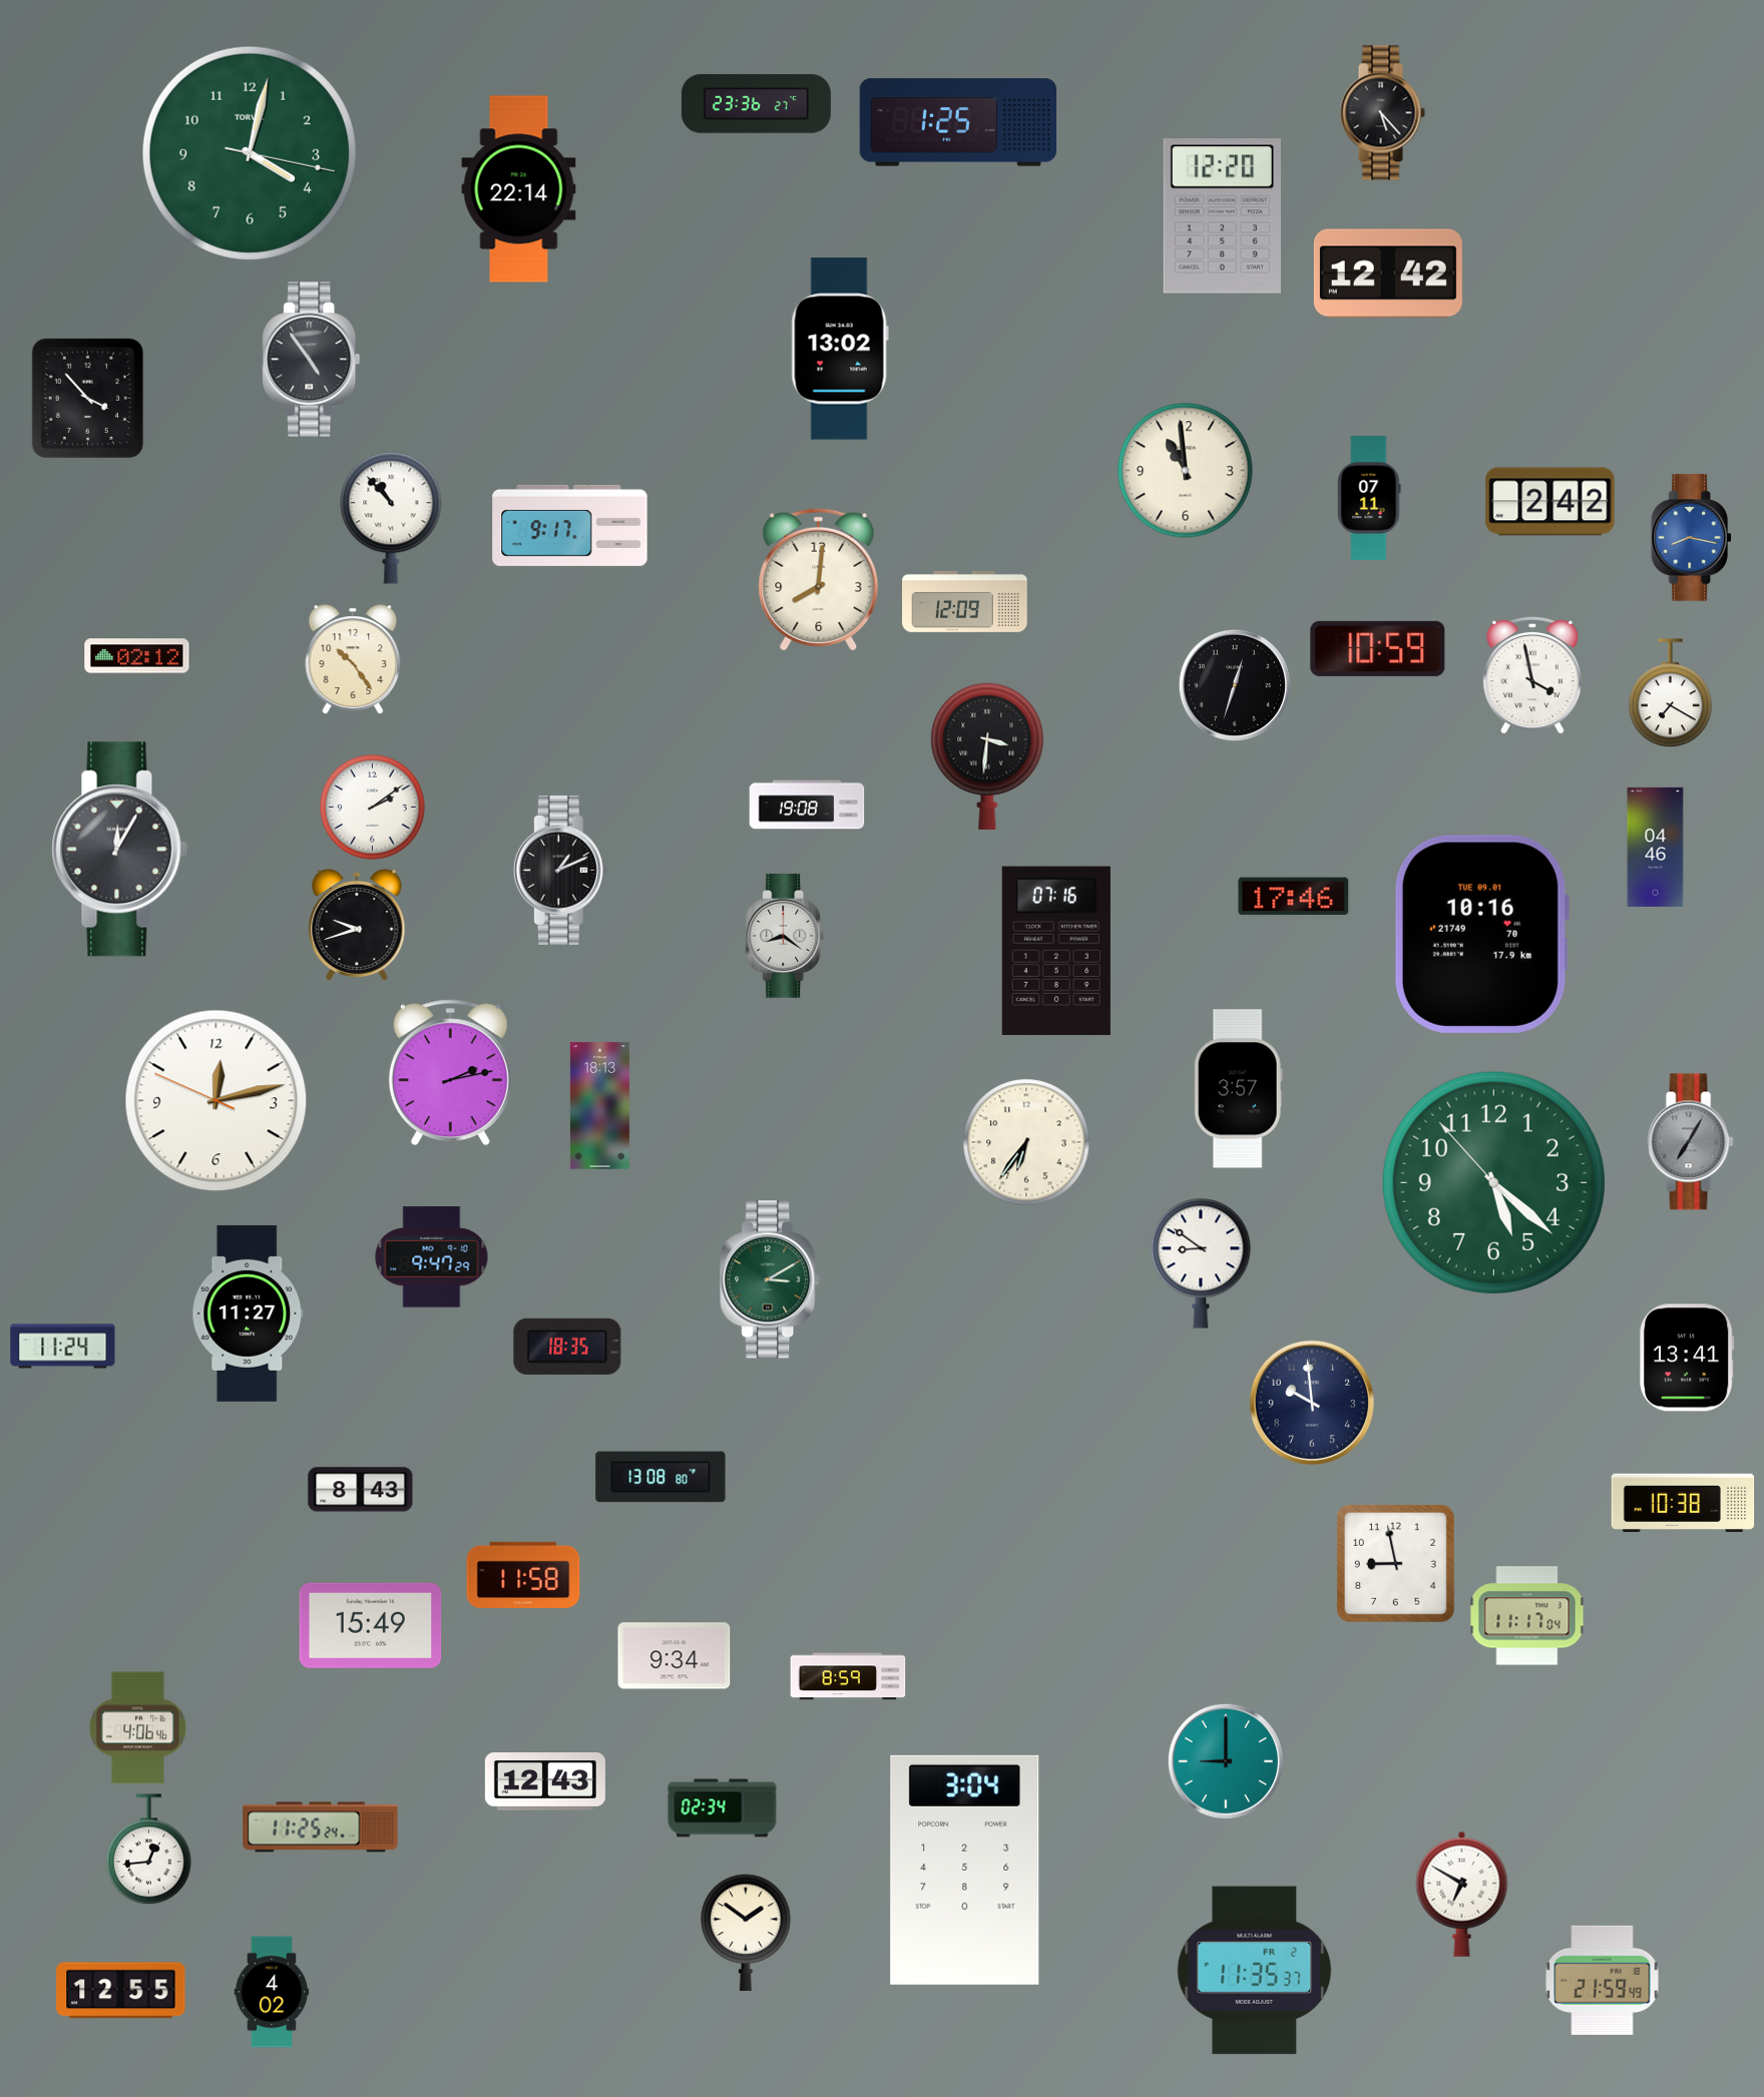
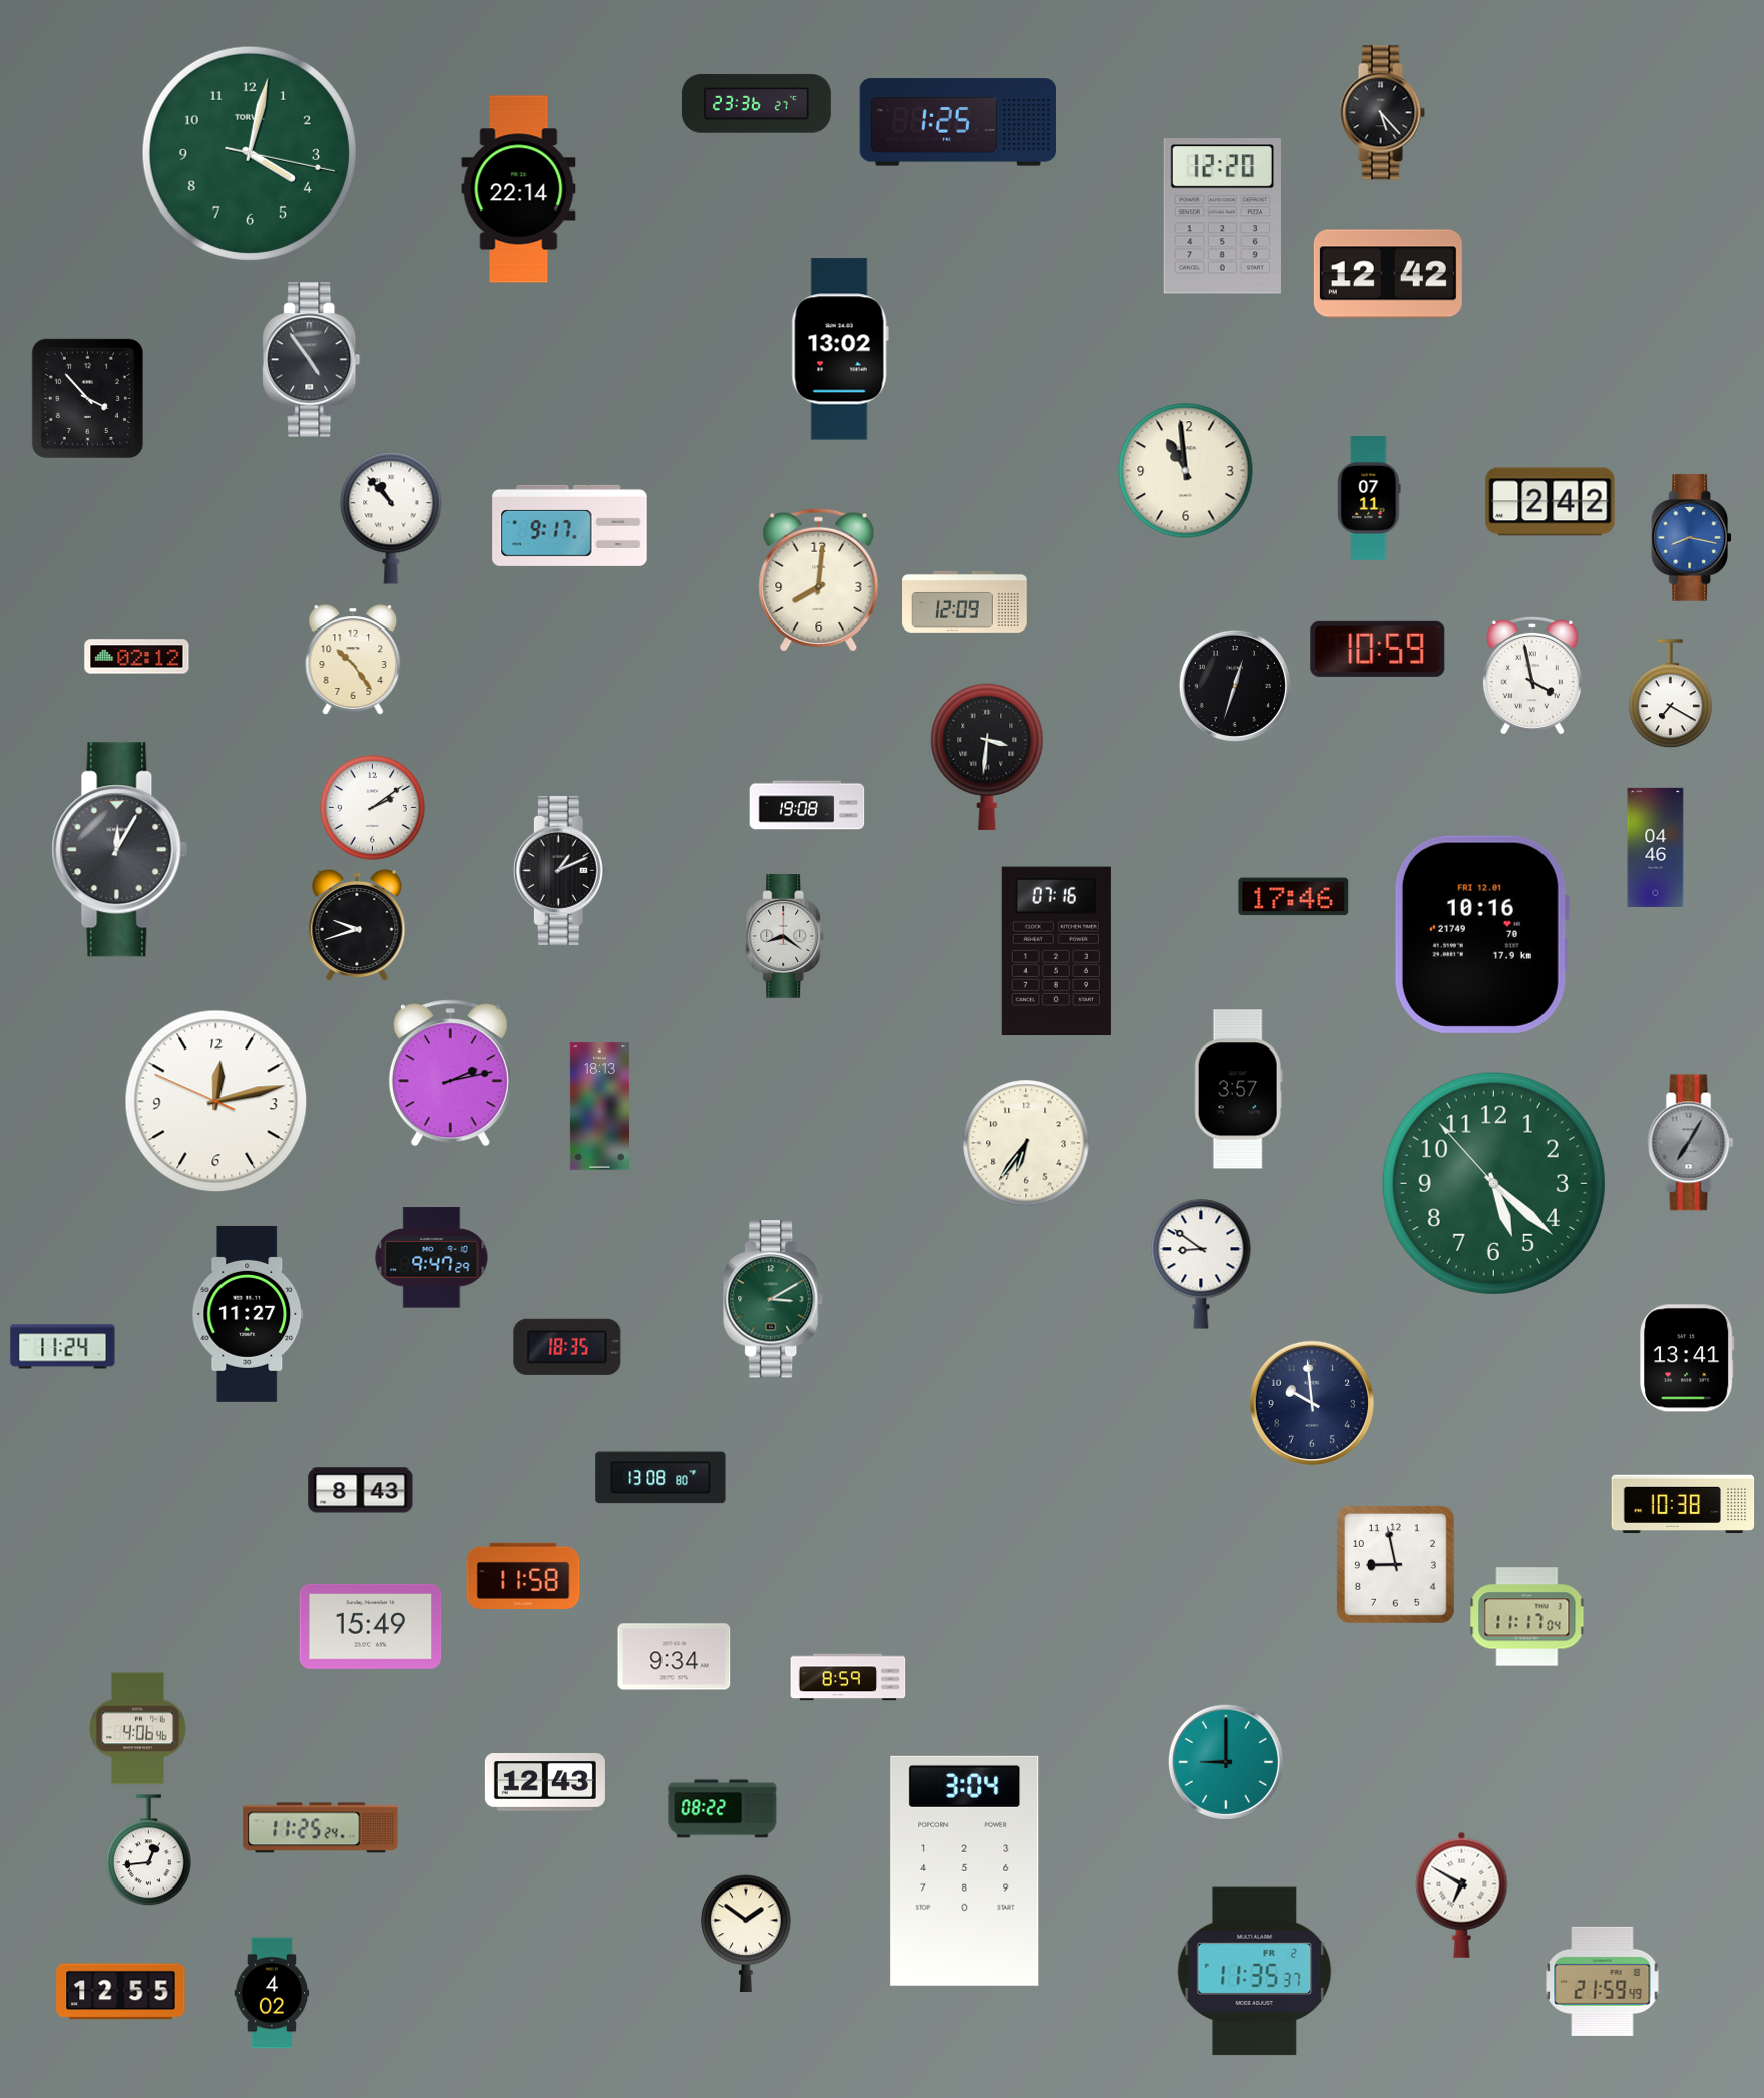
clock at (1481, 934) date: TUE 09.01 -> FRI 12.01
clock at (771, 1279) position: (771, 1279) -> (774, 1299)
clock at (723, 1808): 02:34 -> 08:22
